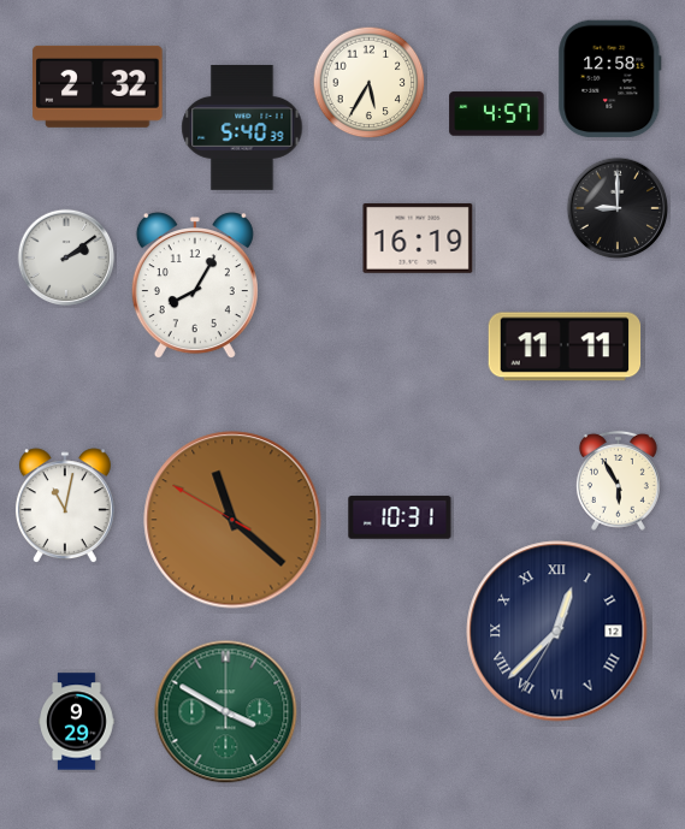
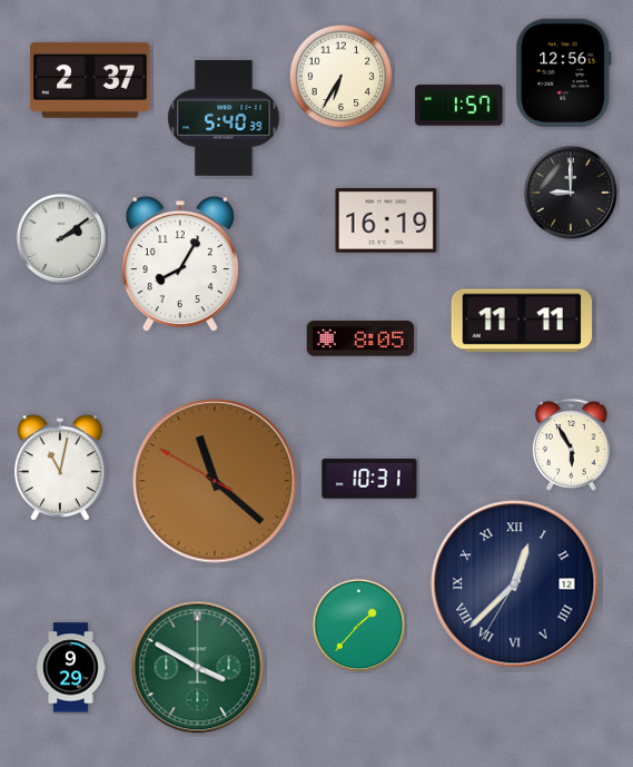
clock at (610, 79): 12:58 -> 12:56
clock at (370, 83): 5:35 -> 6:35
clock at (98, 87): 2:32 -> 2:37
clock at (497, 114): 4:57 -> 1:57
clock at (360, 338): none -> 8:05
clock at (359, 626): none -> 1:37
clock at (226, 712) position: (226, 712) -> (198, 668)
